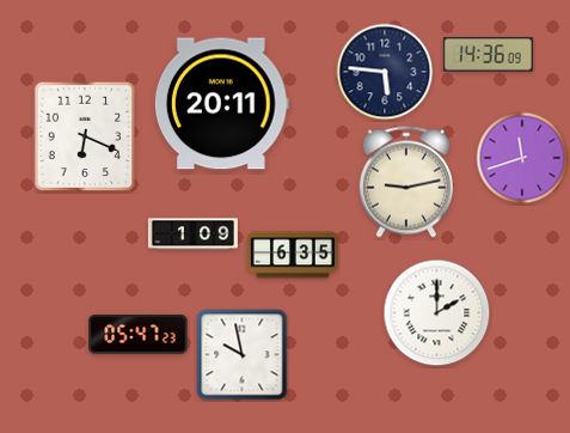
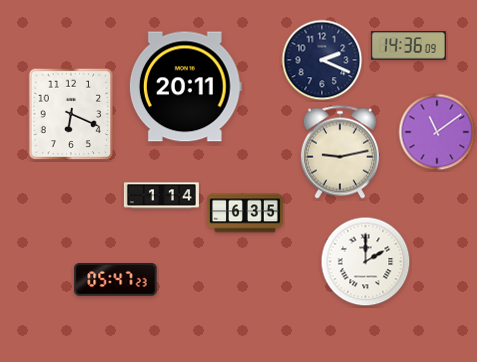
clock at (385, 72): 5:46 -> 2:19
clock at (522, 158): 11:42 -> 11:09
clock at (192, 234): 1:09 -> 1:14
clock at (243, 355): 9:58 -> none
